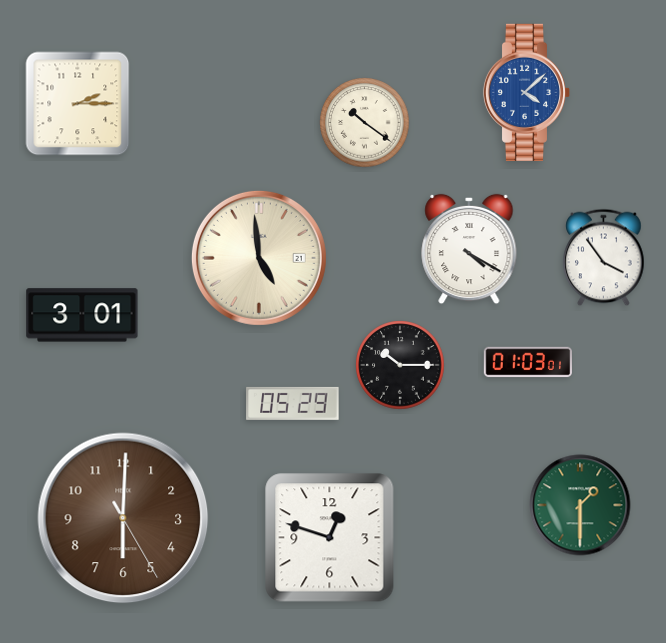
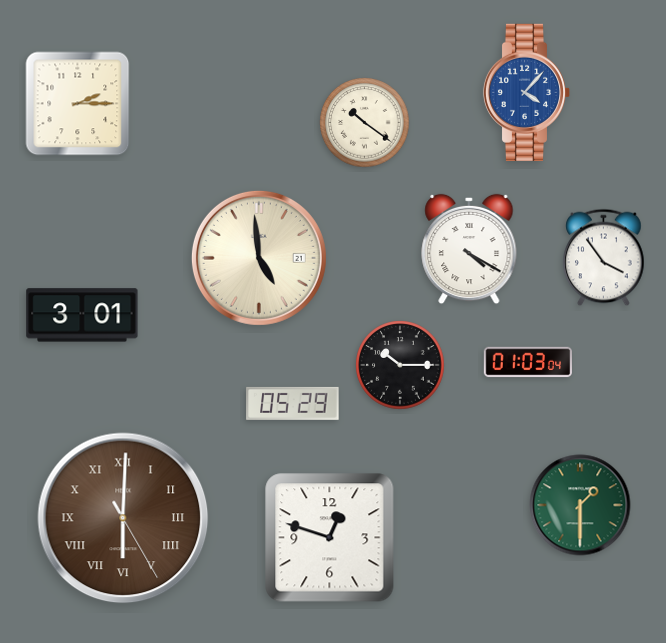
clock at (527, 92): 4:08 -> 4:07
clock at (527, 362): 01:03:01 -> 01:03:04
clock at (123, 518) numerals: Arabic -> Roman
